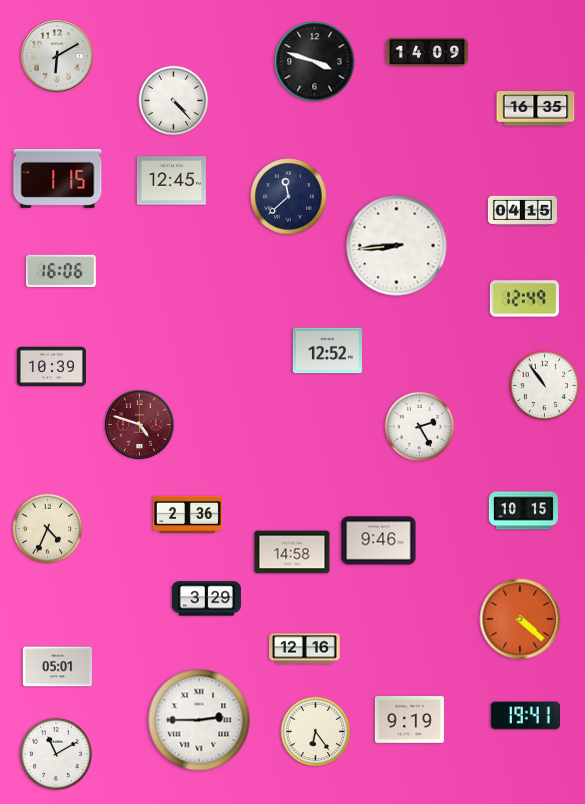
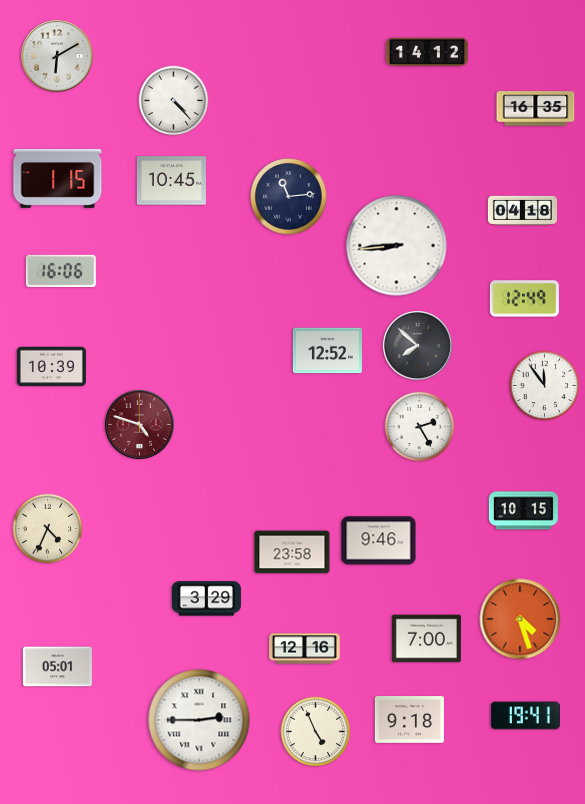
clock at (427, 52): 14:09 -> 14:12
clock at (315, 62): 3:48 -> none
clock at (171, 181): 12:45 -> 10:45
clock at (289, 197): 11:38 -> 11:14
clock at (522, 210): 04:15 -> 04:18
clock at (417, 345): none -> 7:52
clock at (545, 386): 10:54 -> 11:54
clock at (187, 514): 2:36 -> none
clock at (292, 552): 14:58 -> 23:58
clock at (520, 619): 4:22 -> 4:27
clock at (426, 639): none -> 7:00
clock at (409, 720): 9:19 -> 9:18
clock at (316, 732): 6:24 -> 4:56
clock at (56, 754): 11:10 -> none
